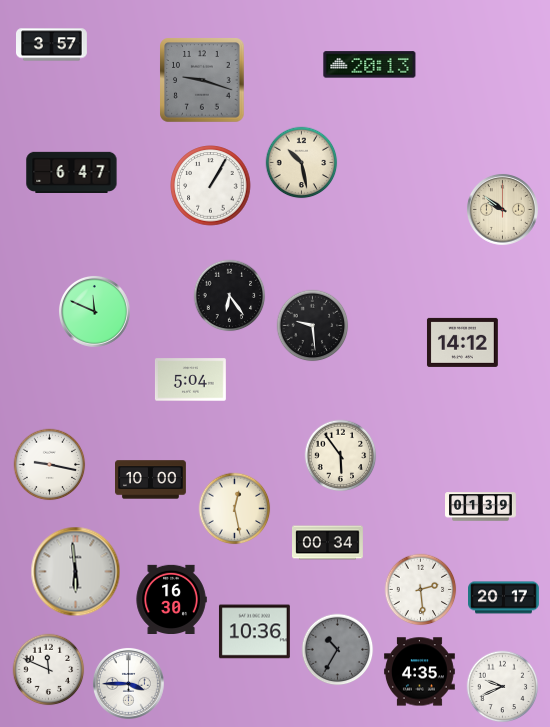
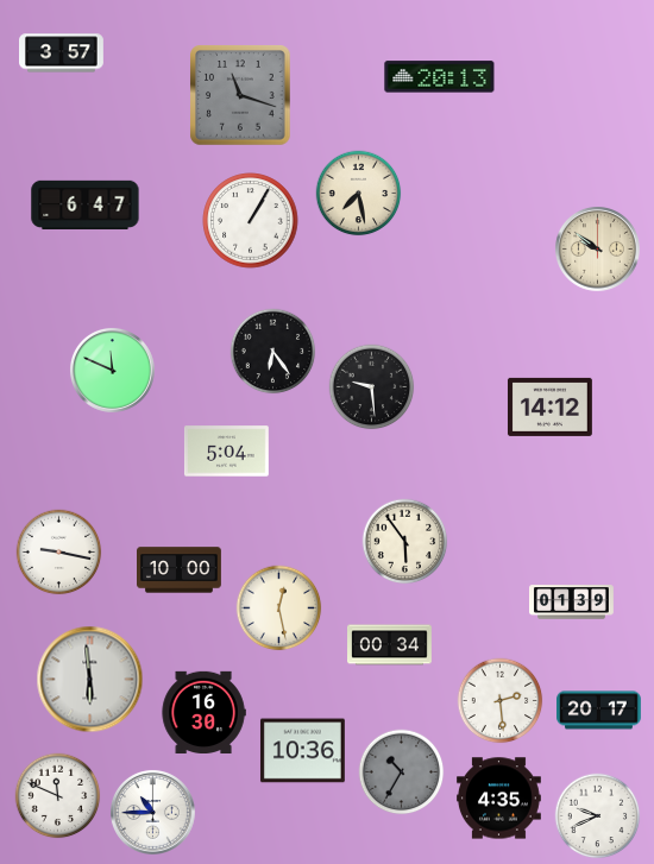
clock at (202, 80): 9:18 -> 11:18
clock at (302, 163): 10:28 -> 7:28
clock at (235, 509) position: (235, 509) -> (279, 608)
clock at (128, 683): 3:45 -> 10:45
